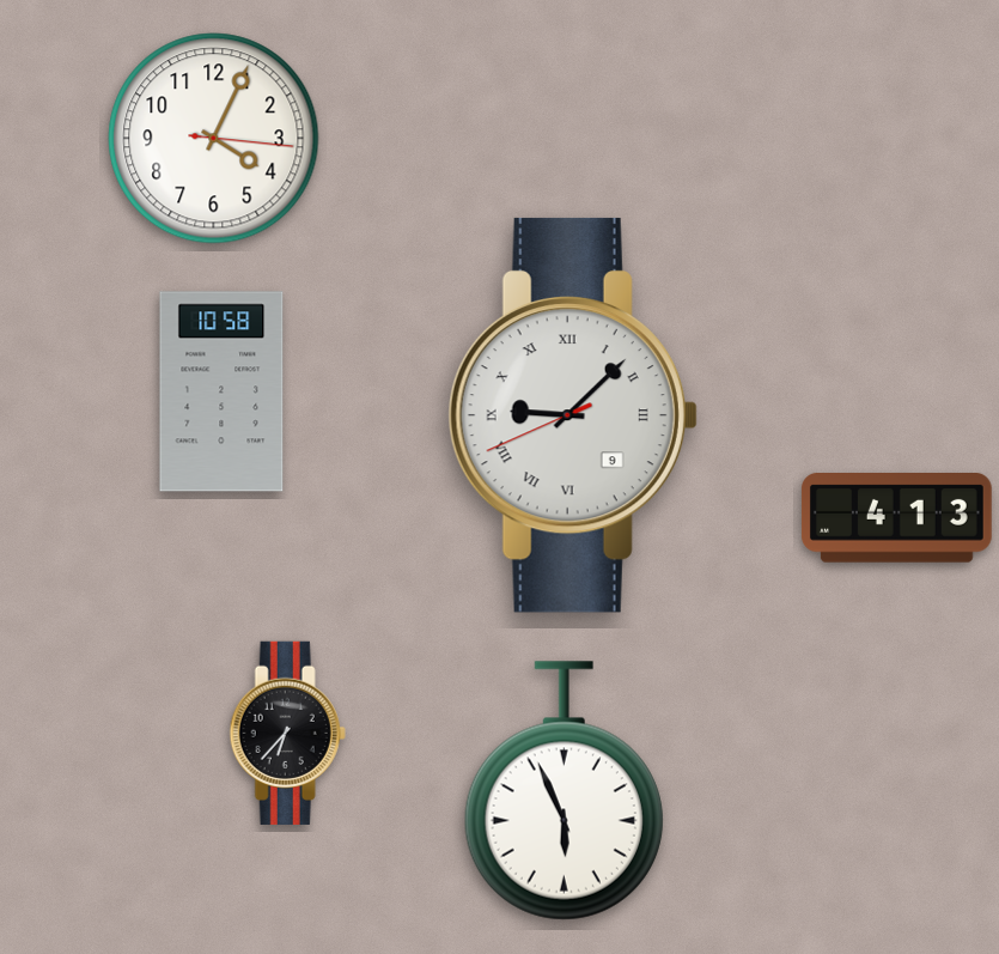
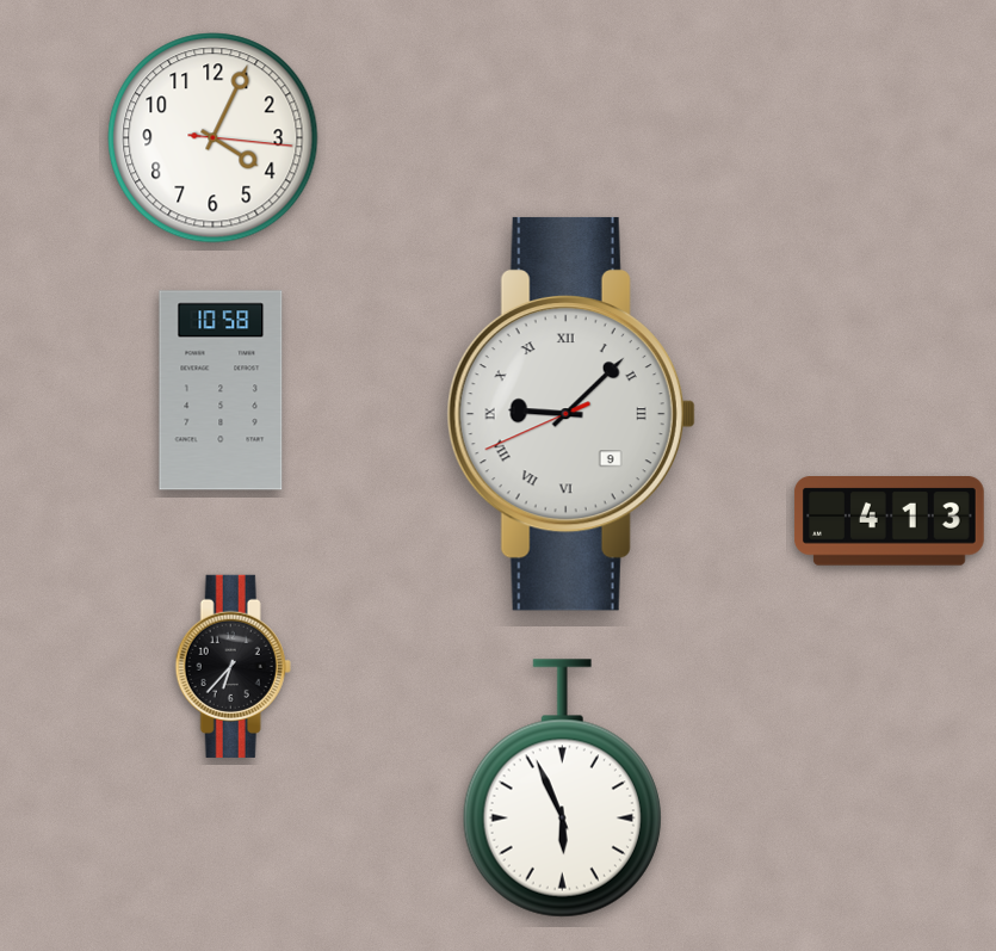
clock at (896, 518) position: (896, 518) -> (889, 521)
clock at (287, 733) position: (287, 733) -> (233, 666)
